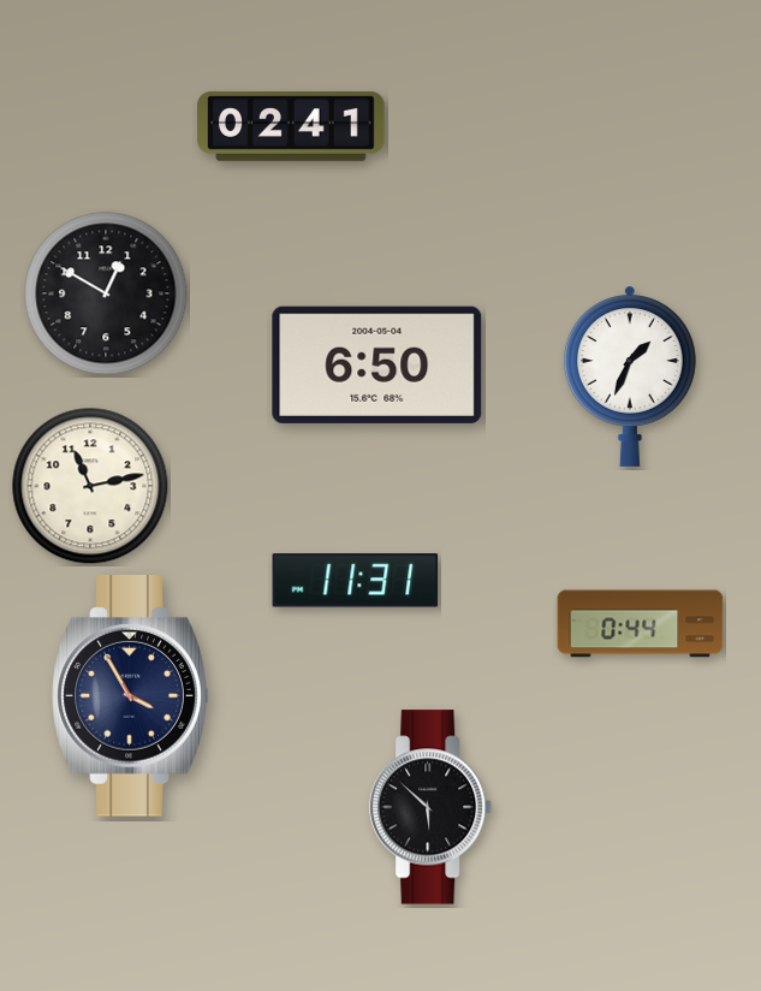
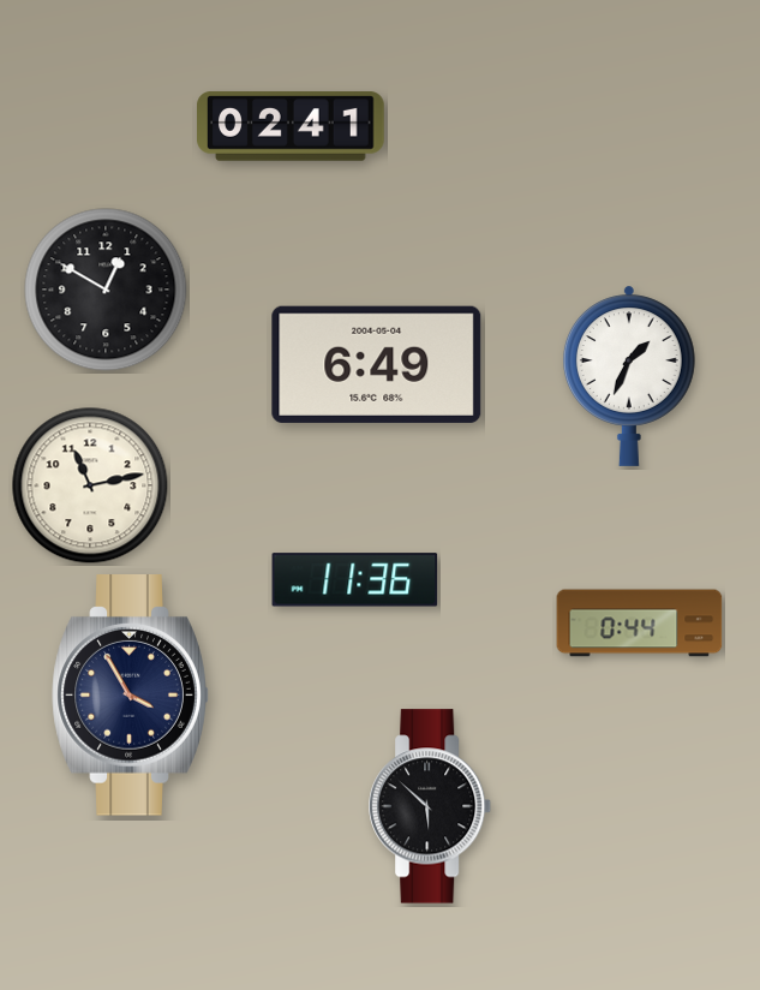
clock at (106, 293) position: (106, 293) -> (106, 290)
clock at (377, 364): 6:50 -> 6:49
clock at (356, 581): 11:31 -> 11:36
